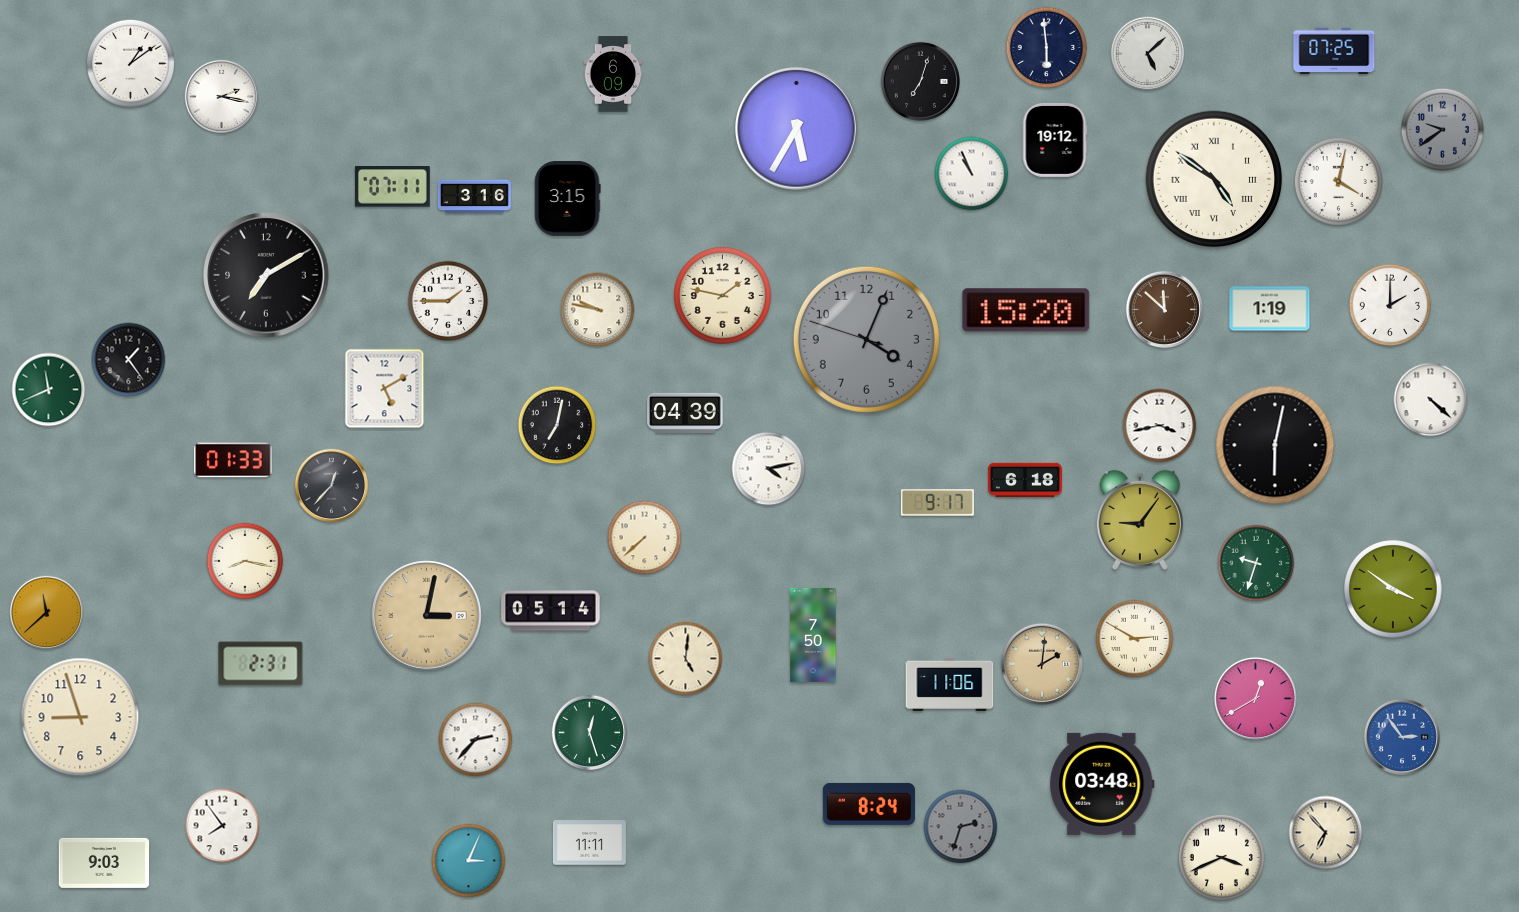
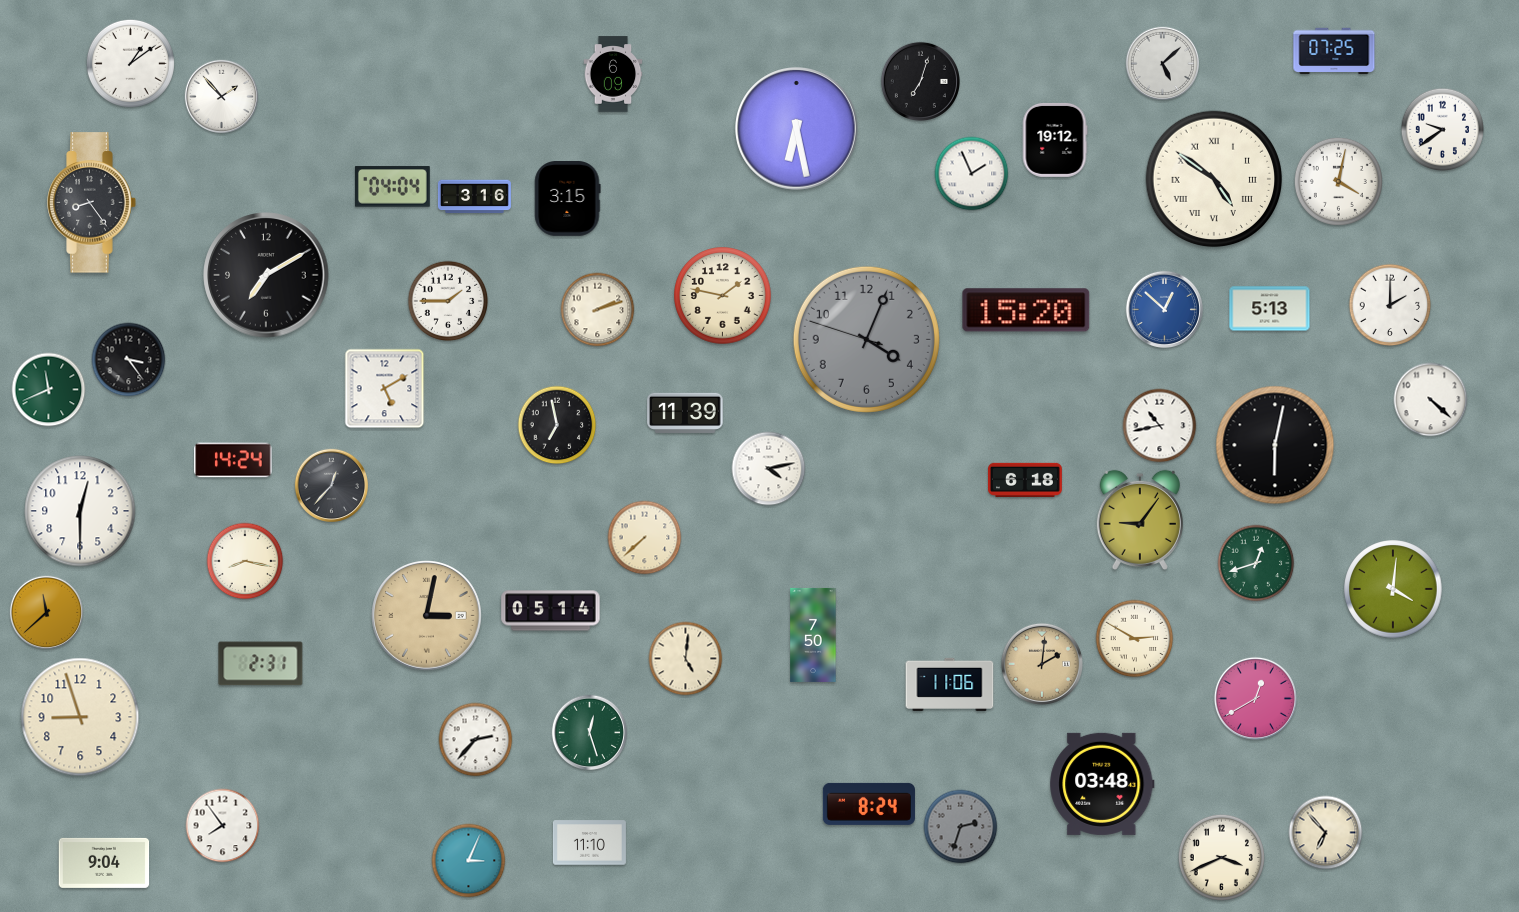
clock at (1047, 48): 5:59 -> none
clock at (1147, 53) position: (1147, 53) -> (1162, 63)
clock at (221, 96): 2:17 -> 1:53
clock at (797, 129): 5:35 -> 6:28
clock at (1443, 130) dial: grey -> white
clock at (972, 174): 10:56 -> 1:56
clock at (392, 187): 07:11 -> 04:04
clock at (92, 203): none -> 8:24
clock at (1164, 309): 11:52 -> 12:52
clock at (1164, 309) dial: brown -> blue
clock at (1270, 309): 1:19 -> 5:13
clock at (598, 310): 9:47 -> 2:12
clock at (129, 360): 1:24 -> 3:24
clock at (685, 412): 04:39 -> 11:39
clock at (557, 425): 7:02 -> 6:58
clock at (1160, 426): 3:43 -> 10:43
clock at (233, 460): 01:33 -> 14:24
clock at (937, 503): 9:17 -> none
clock at (80, 511): none -> 12:30
clock at (1256, 563): 9:33 -> 12:42
clock at (1393, 589): 3:51 -> 4:01
clock at (1401, 736): 2:54 -> none
clock at (589, 843): 11:11 -> 11:10
clock at (104, 863): 9:03 -> 9:04
